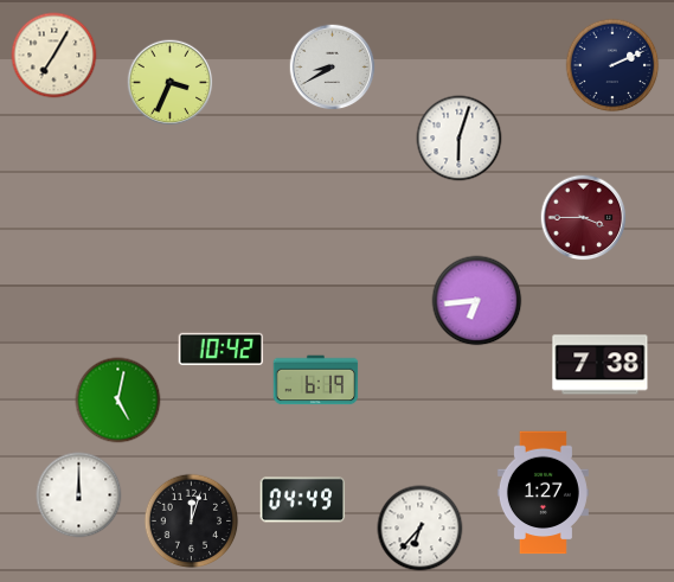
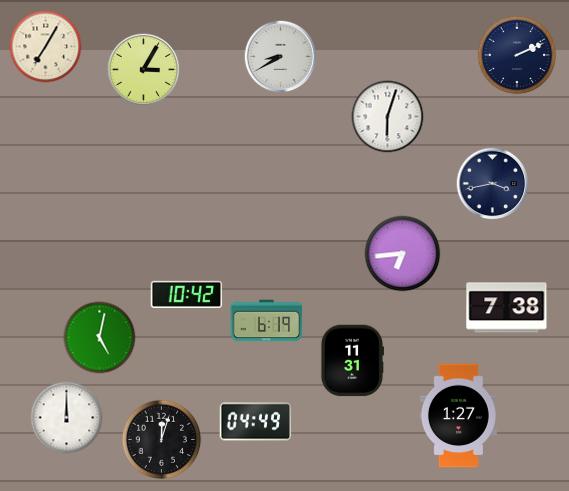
clock at (171, 83): 3:34 -> 3:05
clock at (584, 218): 3:45 -> 3:43
clock at (584, 218) dial: burgundy -> navy
clock at (352, 361): none -> 11:31
clock at (421, 529): 6:37 -> none
